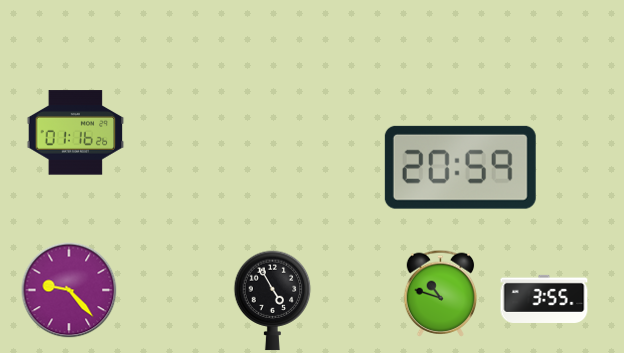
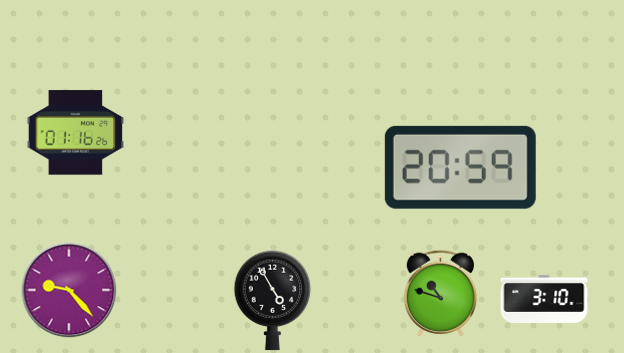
clock at (544, 299): 3:55 -> 3:10
